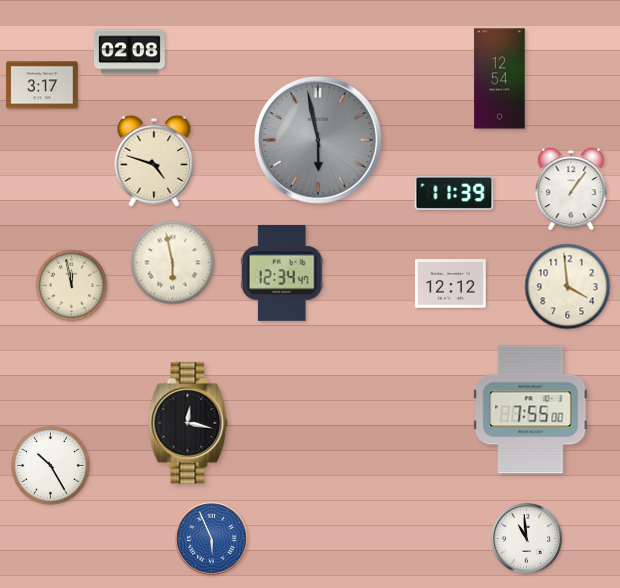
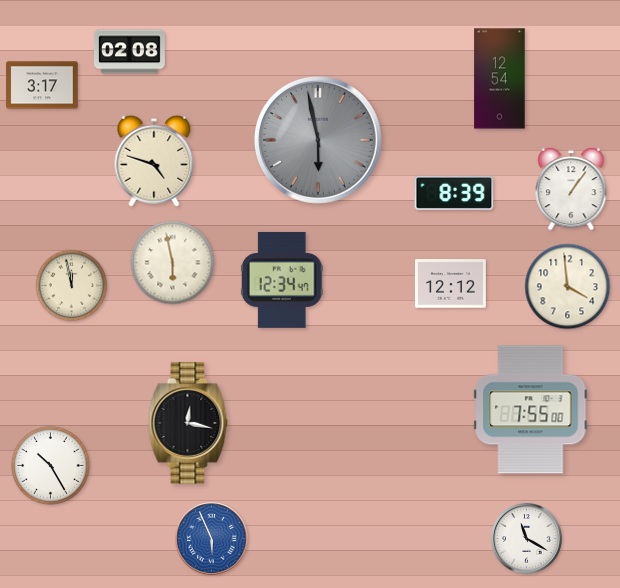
clock at (454, 192): 11:39 -> 8:39
clock at (282, 273) position: (282, 273) -> (282, 280)
clock at (527, 539): 10:59 -> 11:20
